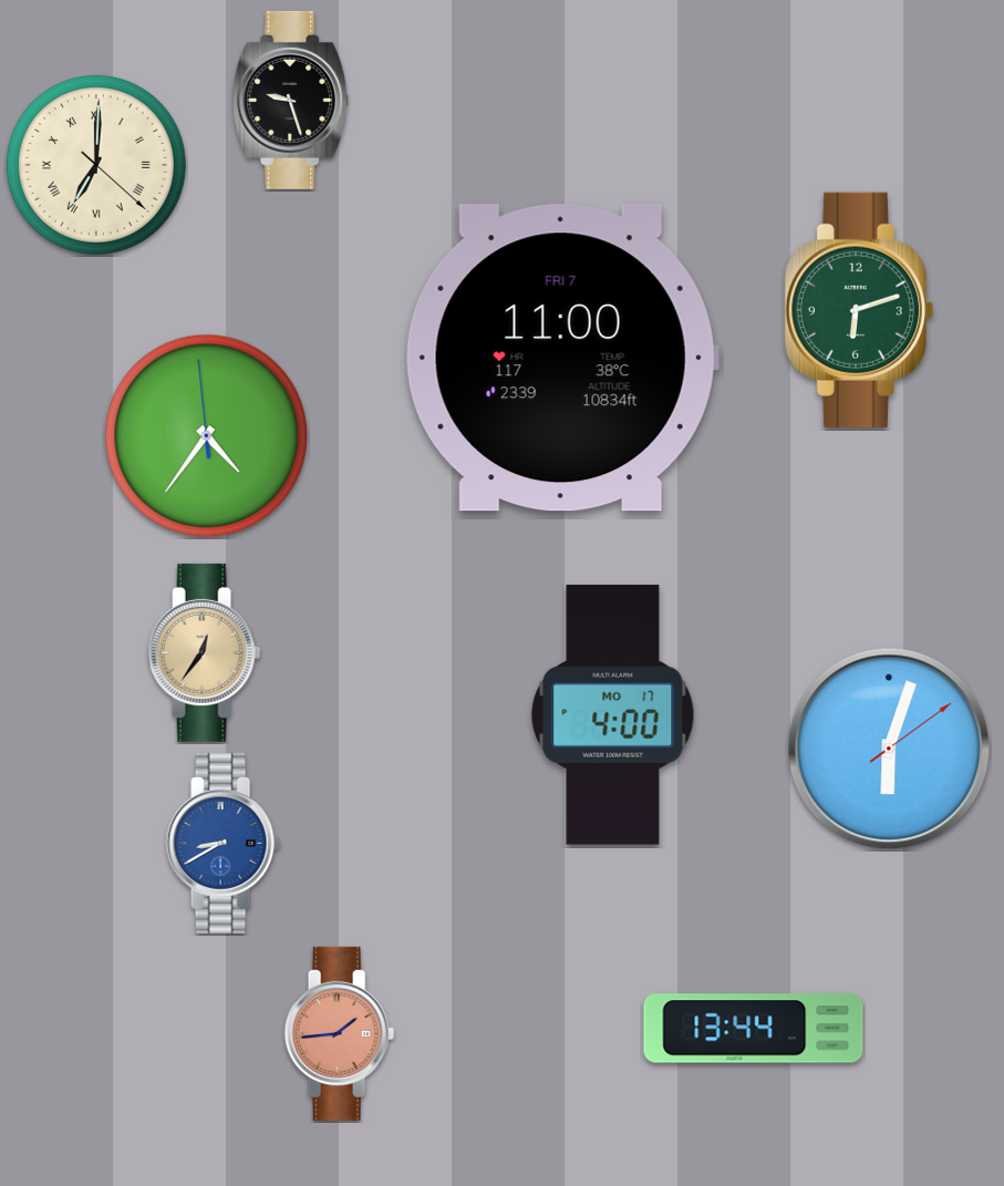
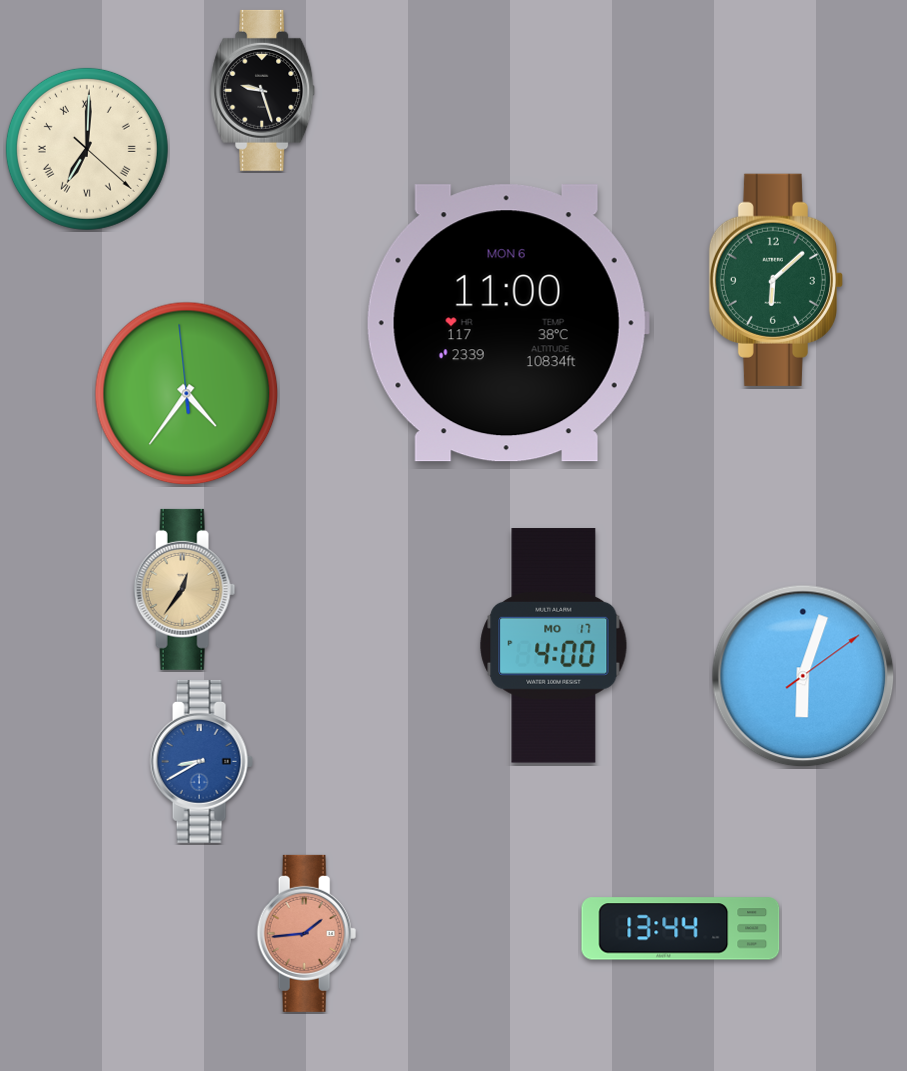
clock at (859, 310): 6:12 -> 6:08
clock at (562, 358) date: FRI 7 -> MON 6
